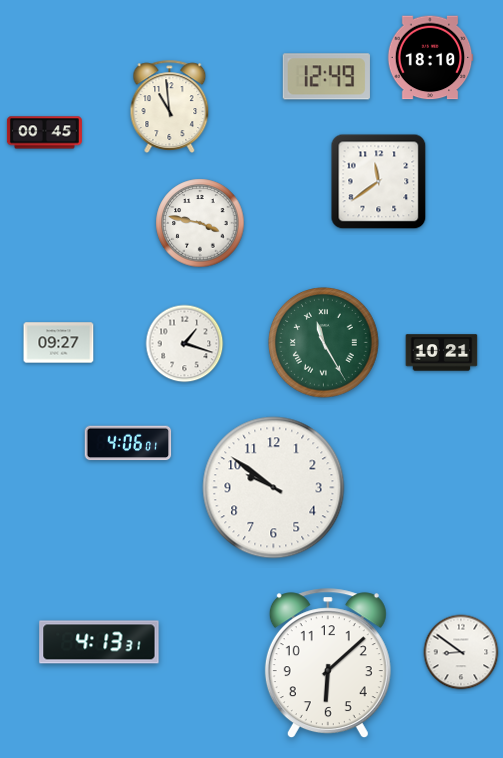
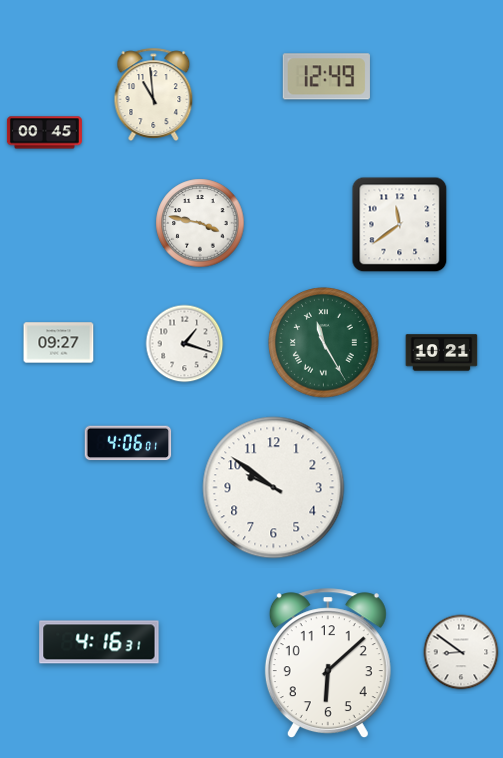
clock at (430, 58): 18:10 -> none
clock at (170, 106) position: (170, 106) -> (154, 94)
clock at (379, 182) position: (379, 182) -> (400, 225)
clock at (99, 642): 4:13 -> 4:16
